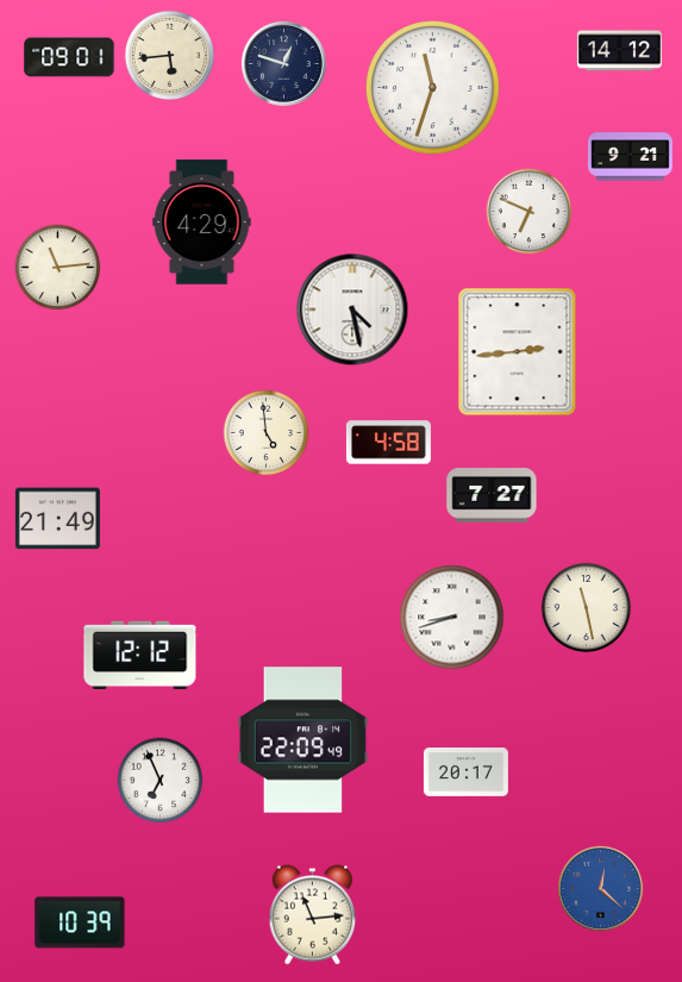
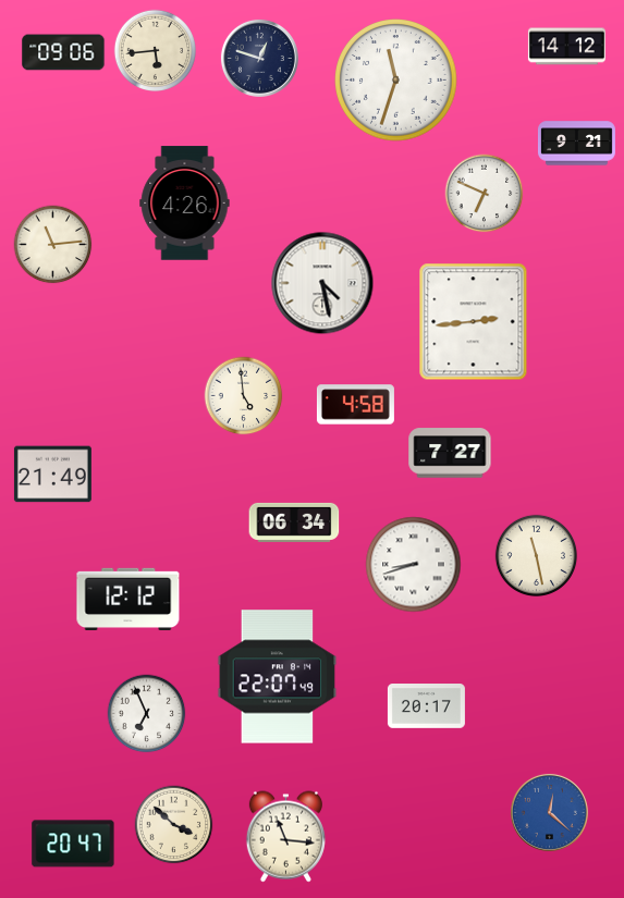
clock at (69, 57): 09:01 -> 09:06
clock at (202, 223): 4:29 -> 4:26
clock at (294, 522): none -> 06:34
clock at (304, 740): 22:09 -> 22:07
clock at (174, 825): none -> 3:52
clock at (312, 915): 11:14 -> 11:16
clock at (80, 922): 10:39 -> 20:47
